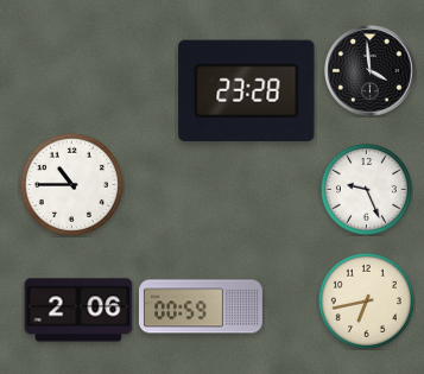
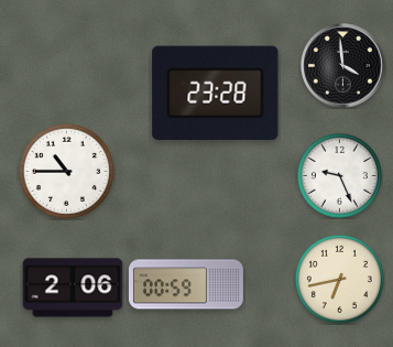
clock at (247, 90) position: (247, 90) -> (216, 93)
